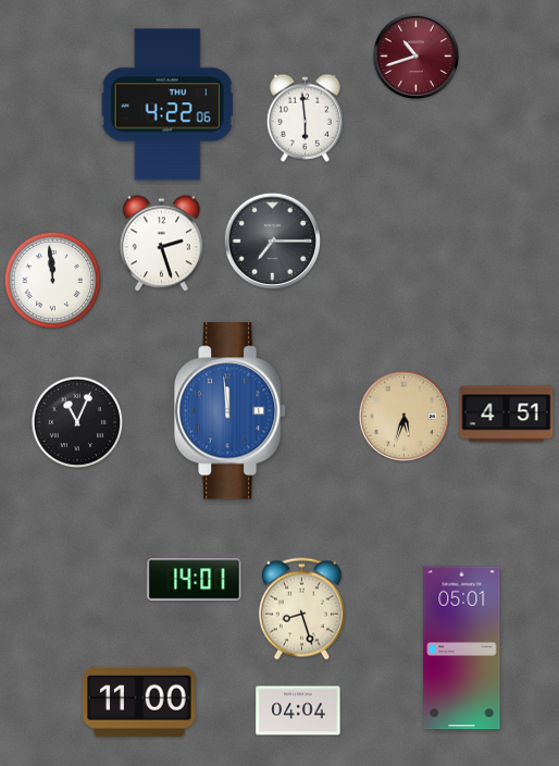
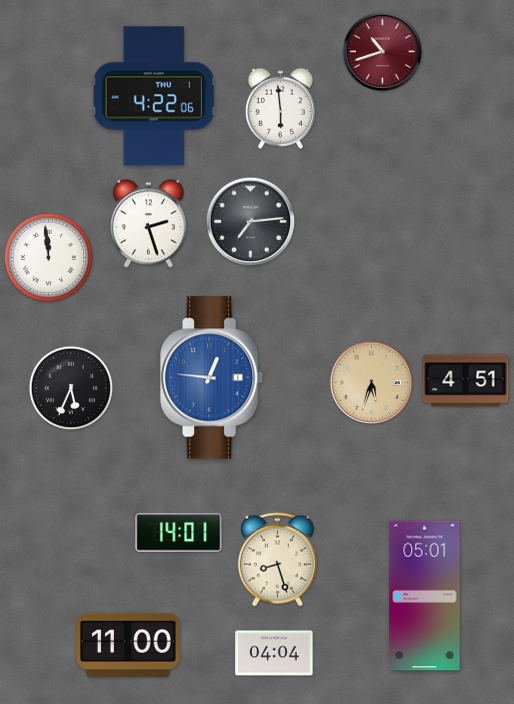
clock at (272, 240): 7:15 -> 7:14
clock at (231, 411): 11:59 -> 12:46
clock at (77, 422): 11:04 -> 5:34
